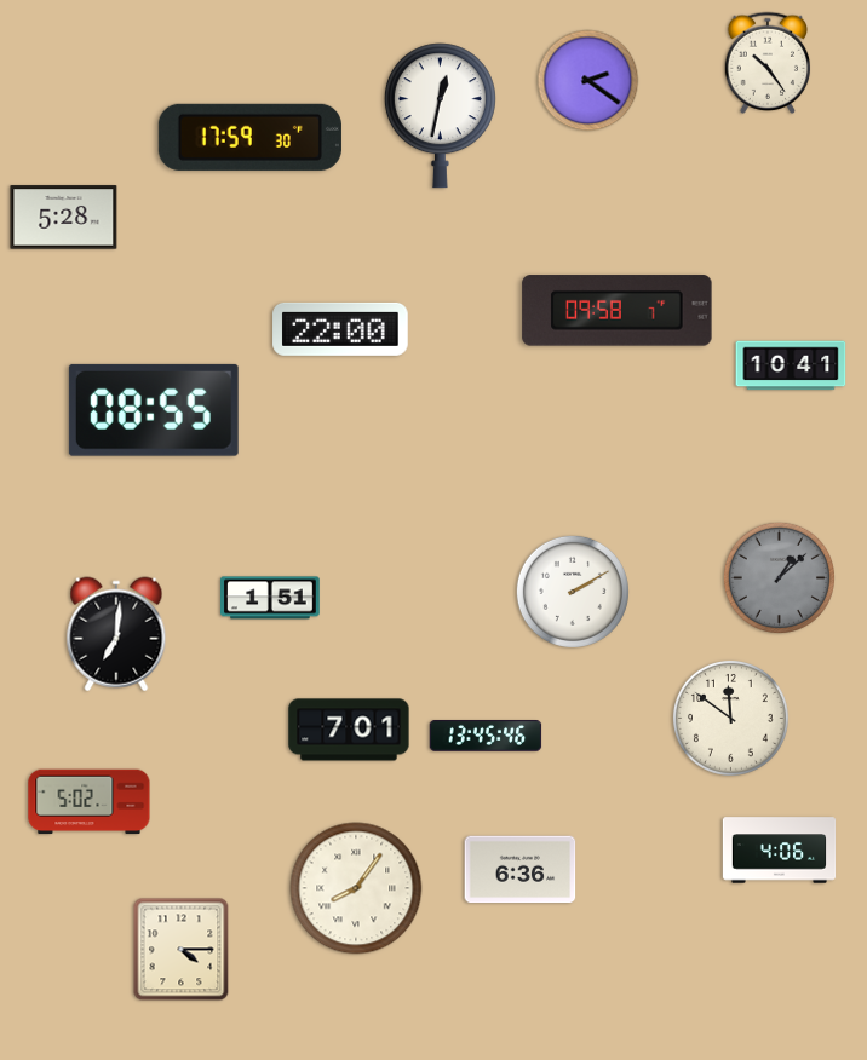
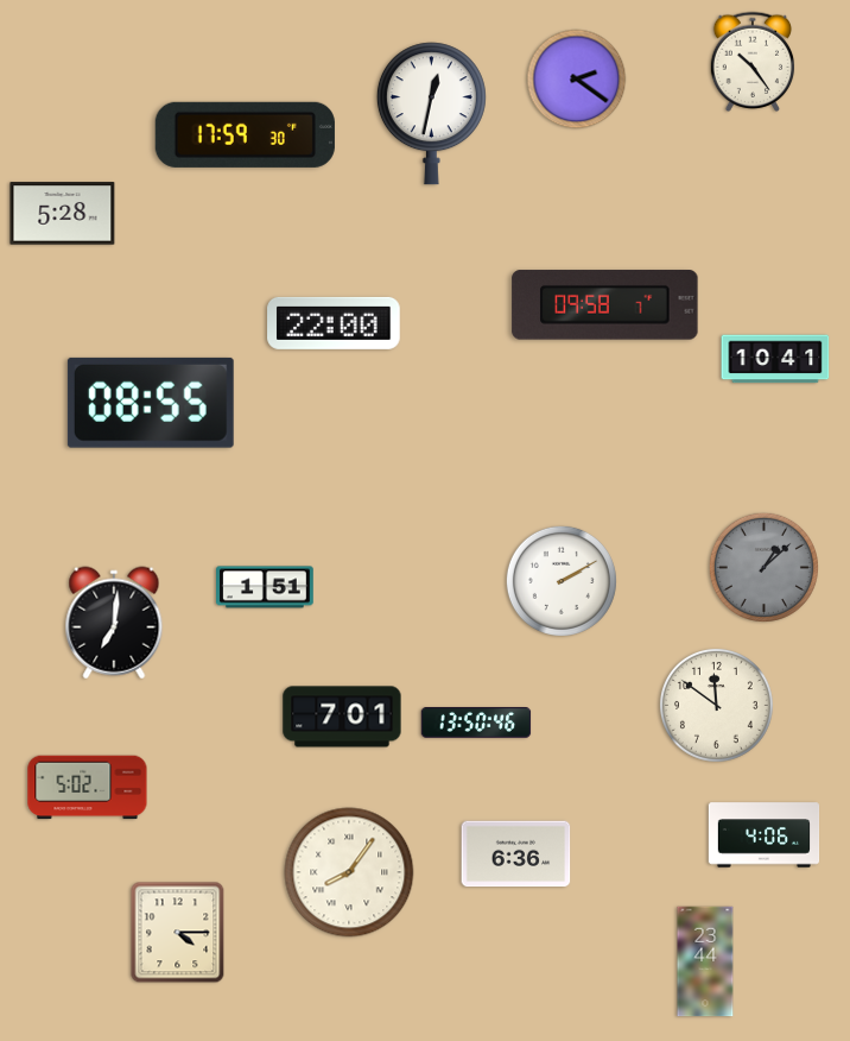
clock at (486, 737): 13:45 -> 13:50
clock at (521, 870) position: (521, 870) -> (516, 854)
clock at (705, 961): none -> 23:44
